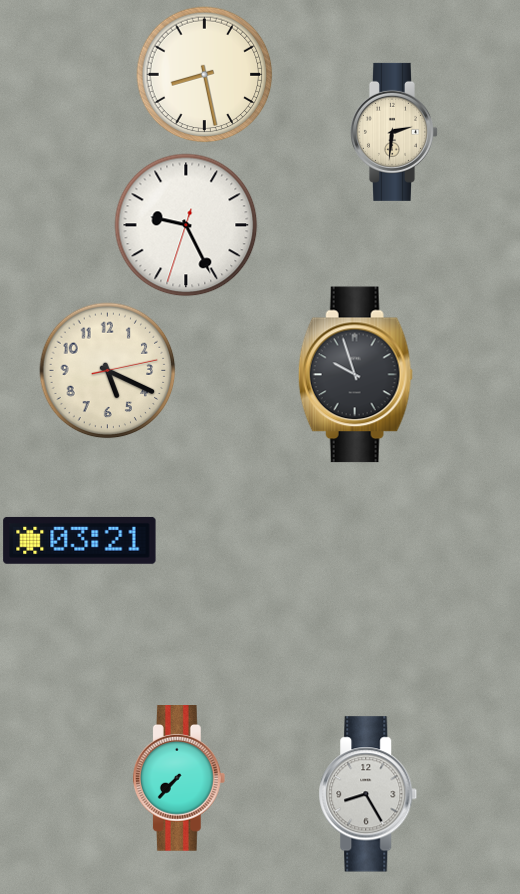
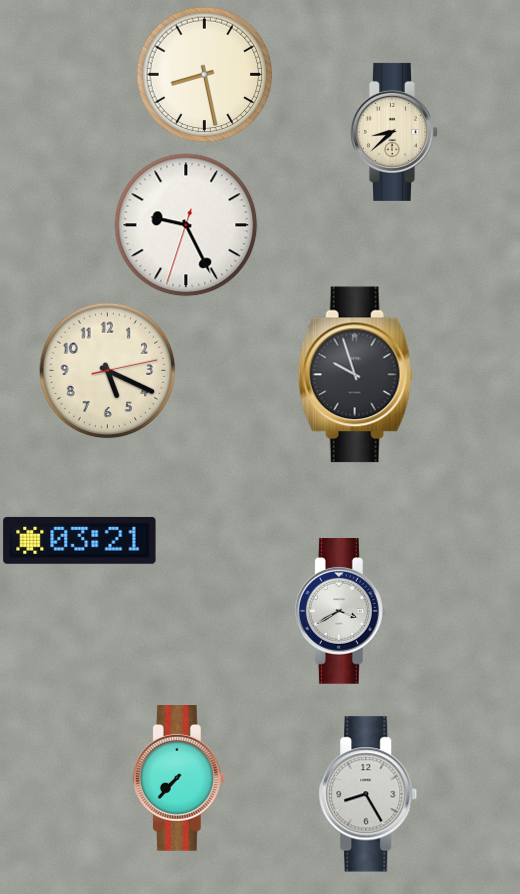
clock at (395, 132): 2:31 -> 8:38
clock at (341, 612): none -> 3:40
